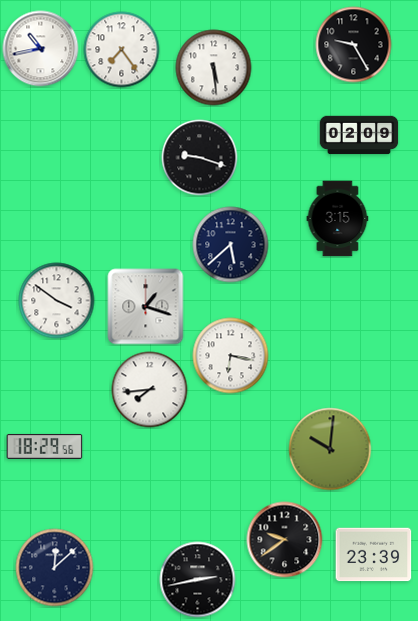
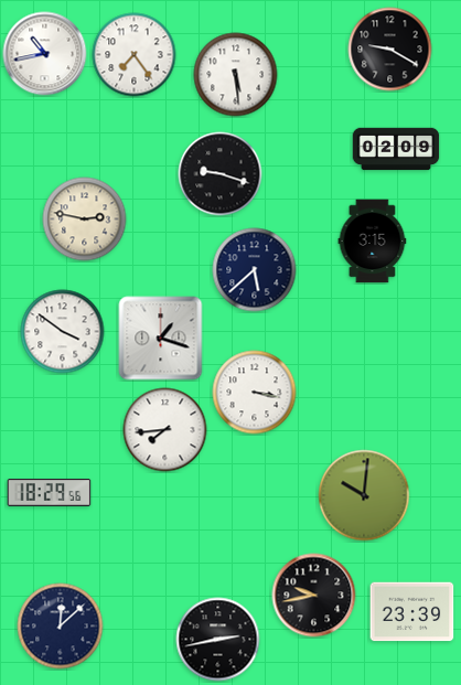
clock at (354, 45): 9:25 -> 9:20
clock at (85, 220): none -> 2:47
clock at (231, 356): 6:17 -> 3:17
clock at (285, 540): 9:39 -> 9:43
